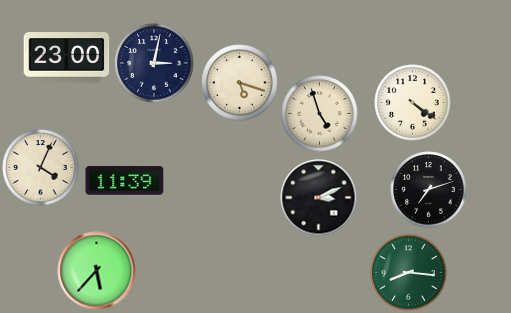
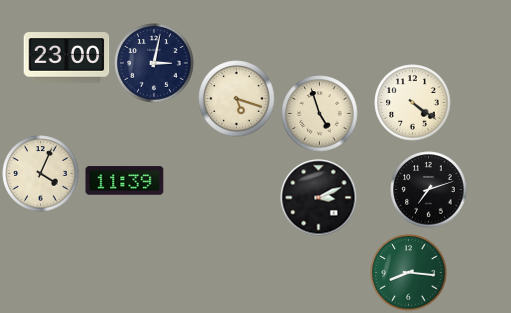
clock at (240, 83) position: (240, 83) -> (237, 99)
clock at (41, 168) position: (41, 168) -> (41, 174)
clock at (97, 271): 5:37 -> none
